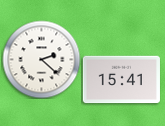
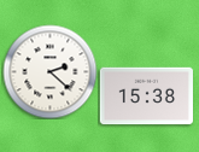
clock at (121, 80): 15:41 -> 15:38
